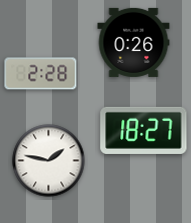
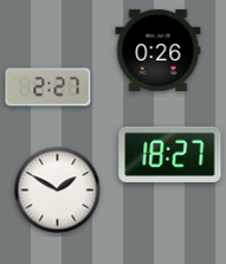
clock at (41, 74): 2:28 -> 2:27
clock at (49, 161): 1:47 -> 1:50
